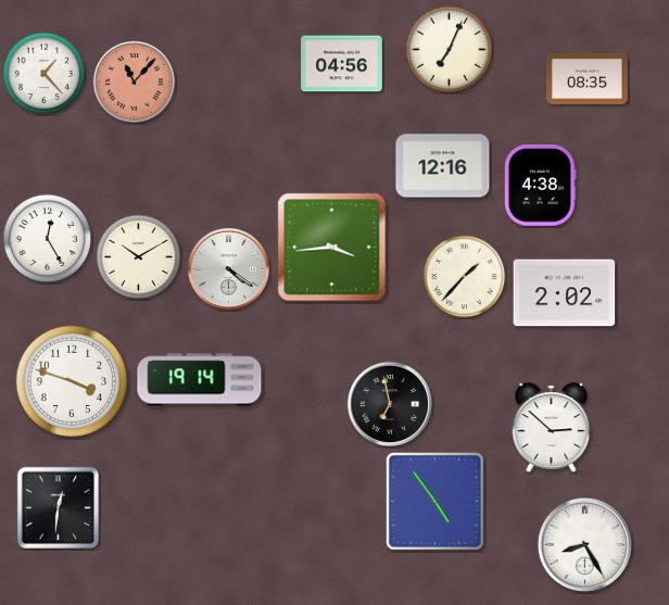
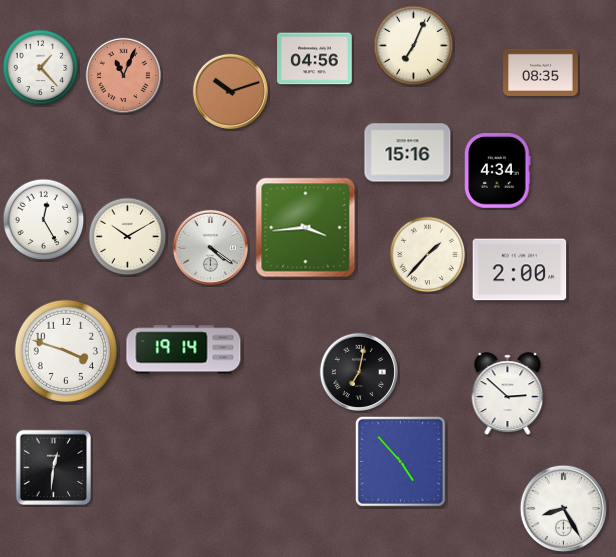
clock at (134, 81): 11:07 -> 11:04
clock at (230, 91): none -> 10:12
clock at (443, 166): 12:16 -> 15:16
clock at (541, 186): 4:38 -> 4:34
clock at (565, 293): 2:02 -> 2:00
clock at (390, 403): 6:58 -> 7:02
clock at (434, 501): 4:54 -> 4:53
clock at (585, 545) position: (585, 545) -> (564, 509)
